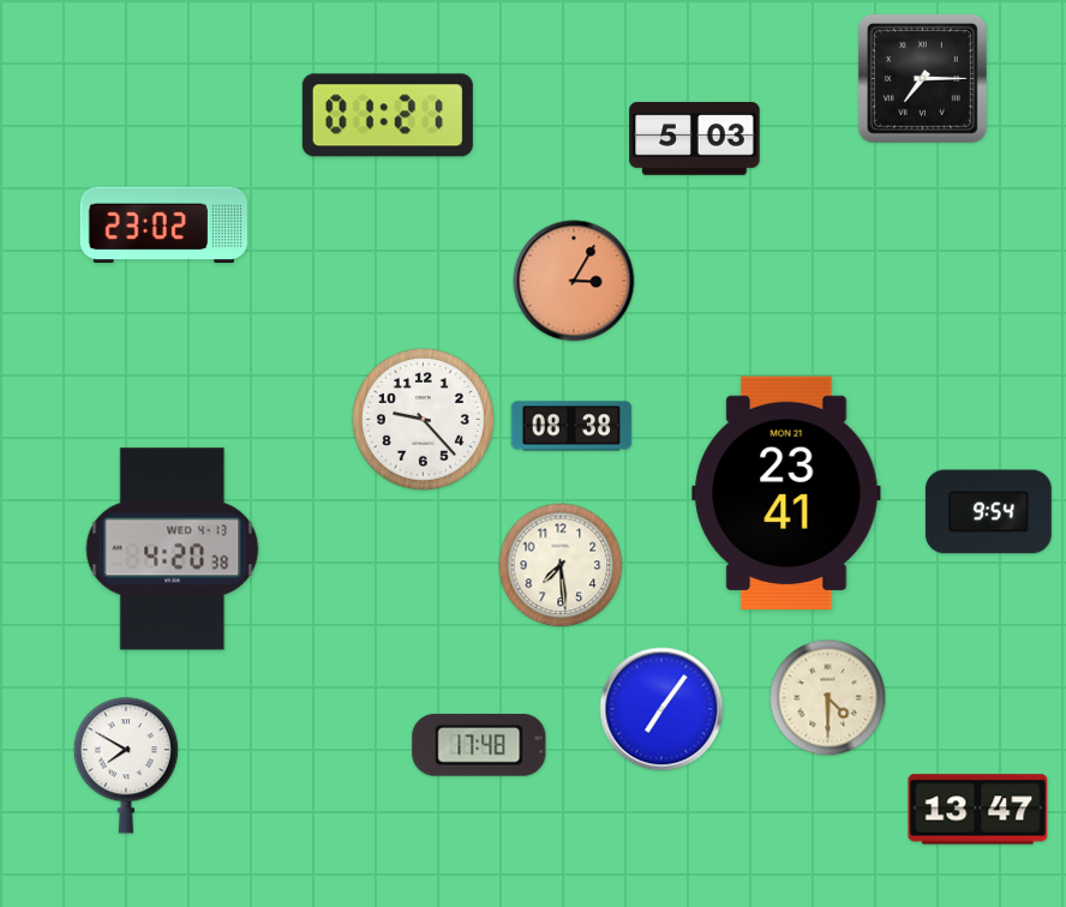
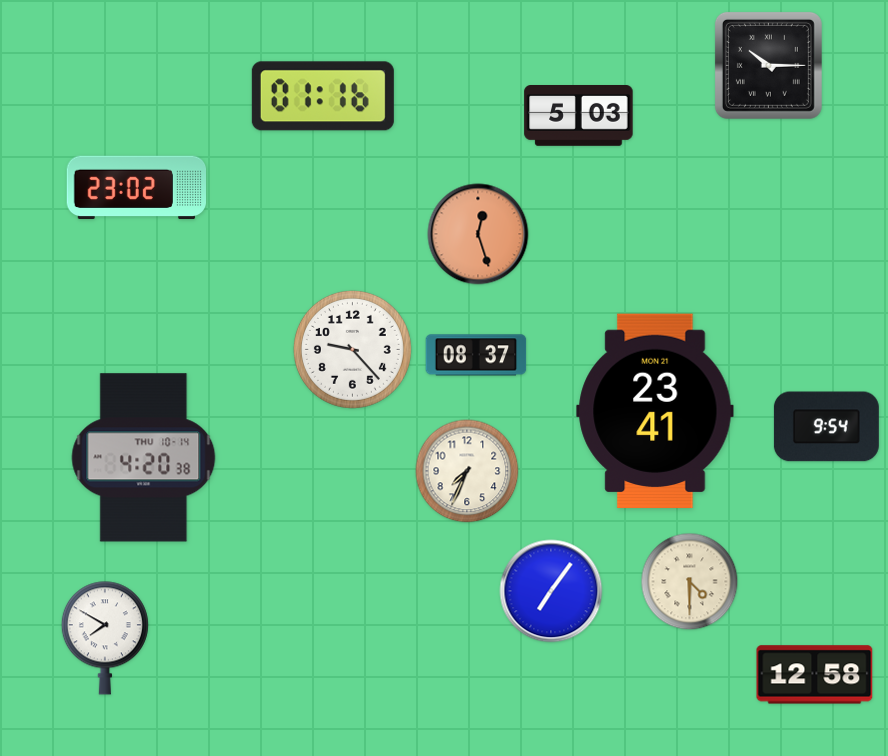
clock at (922, 78): 7:15 -> 10:15
clock at (388, 115): 01:21 -> 01:16
clock at (574, 281): 3:05 -> 12:27
clock at (571, 426): 08:38 -> 08:37
clock at (988, 512) position: (988, 512) -> (826, 427)
clock at (173, 549) date: WED 4-13 -> THU 10-14
clock at (561, 565): 7:29 -> 7:34
clock at (479, 745): 17:48 -> none
clock at (978, 810): 13:47 -> 12:58
